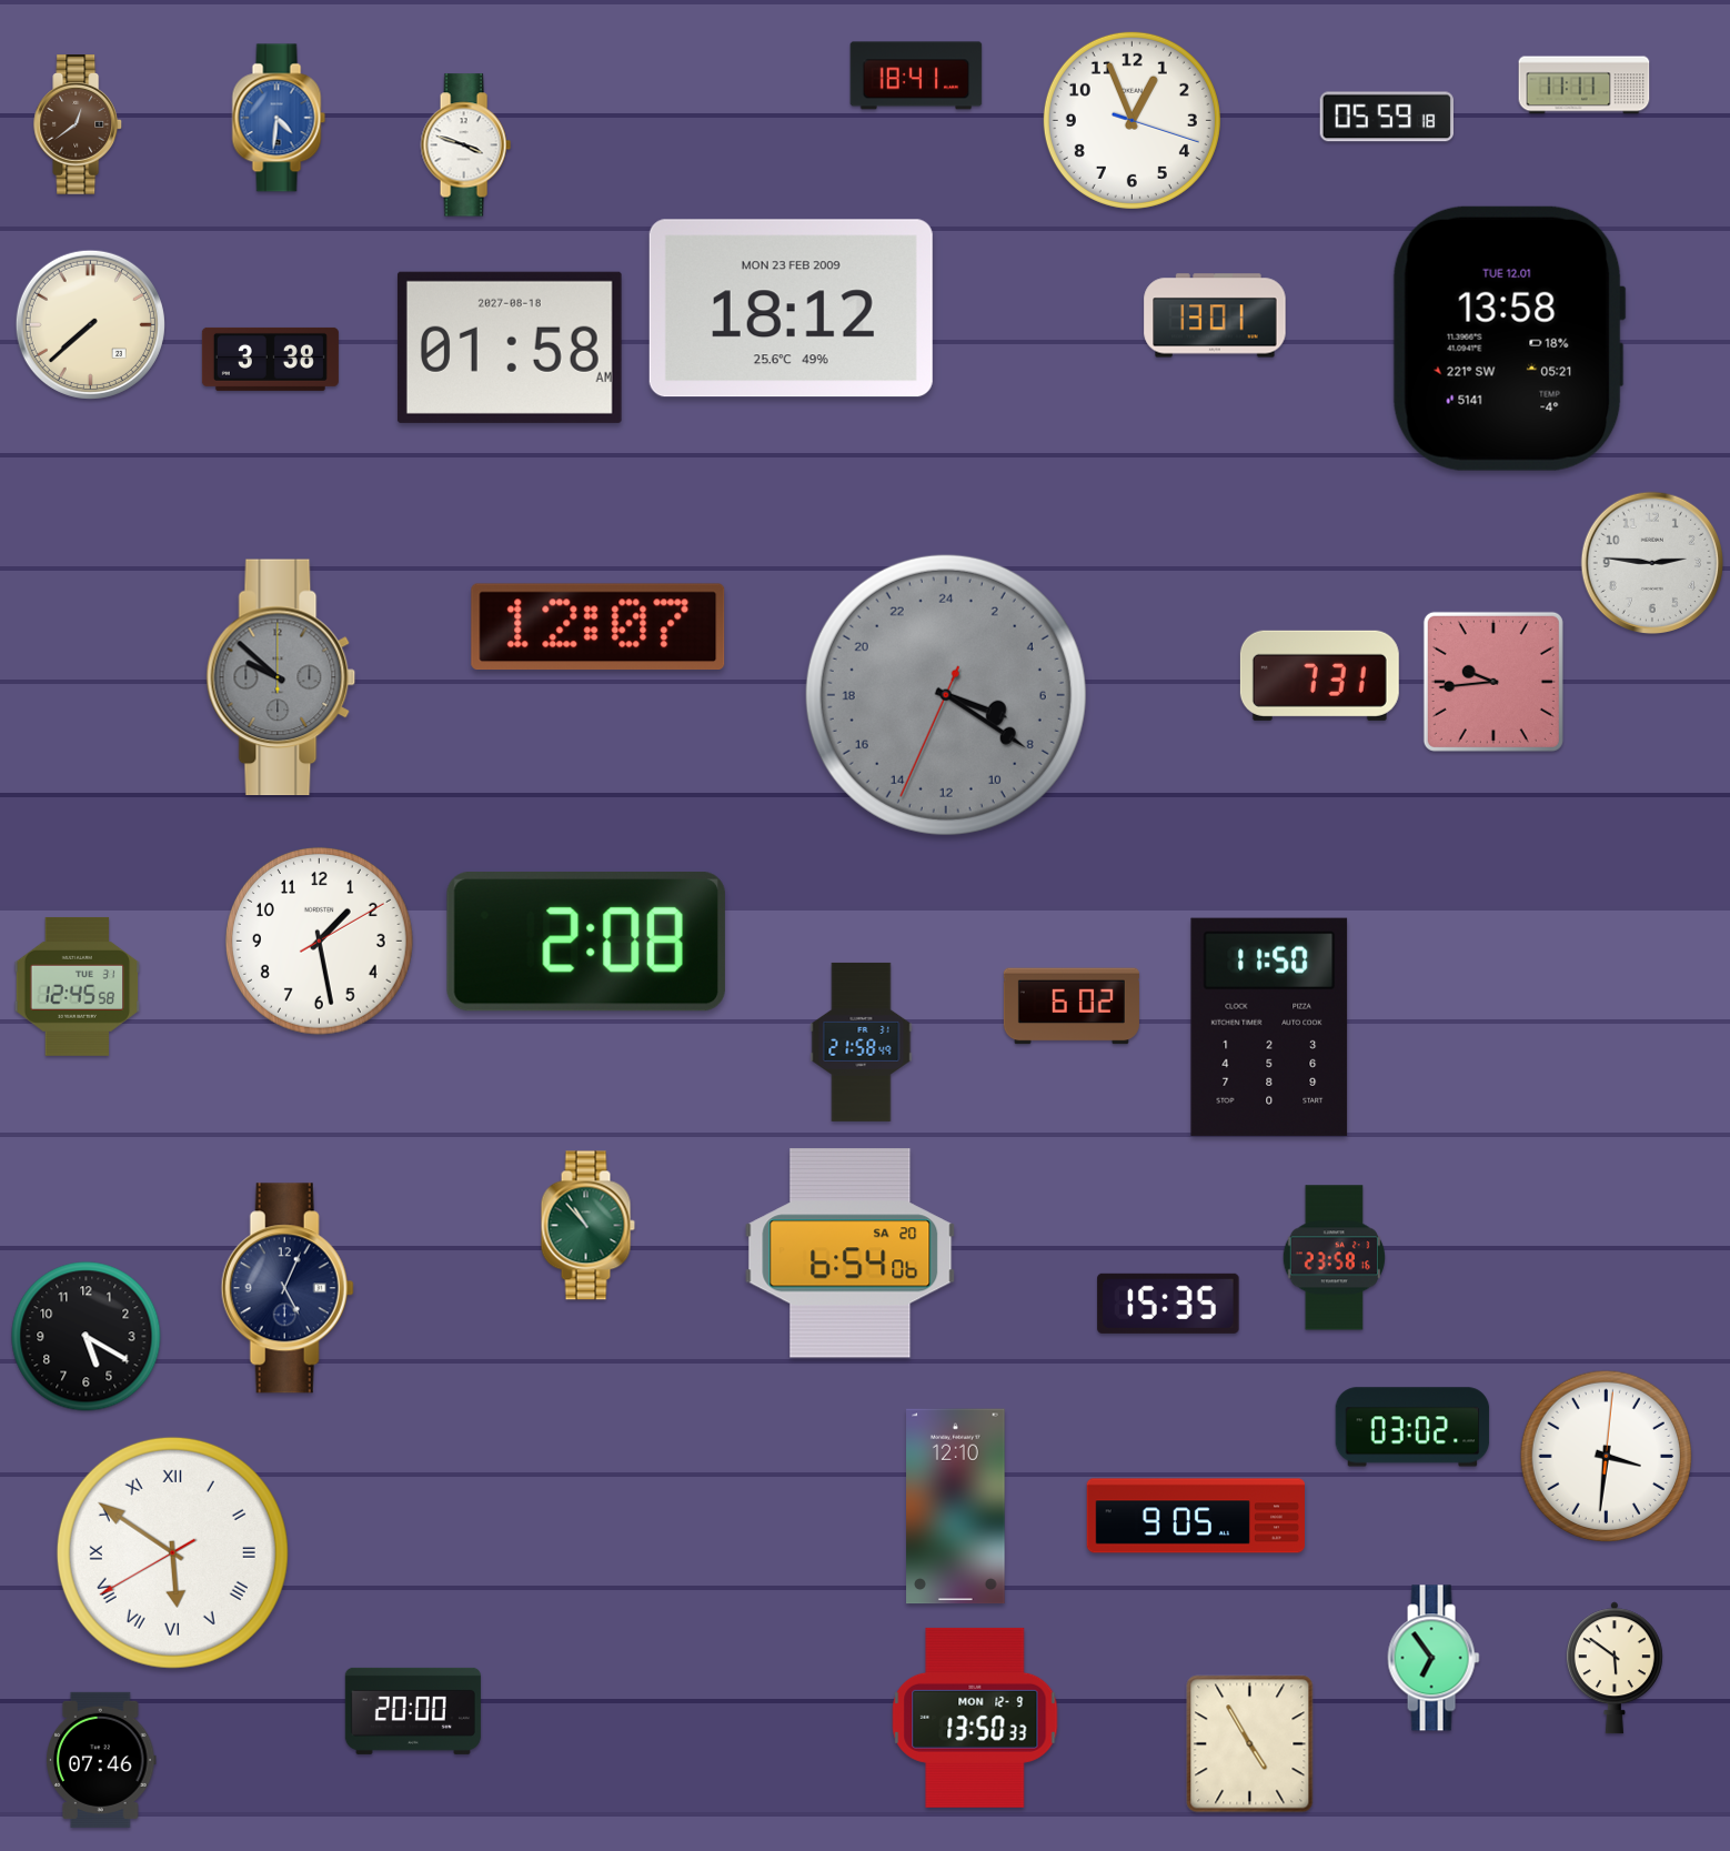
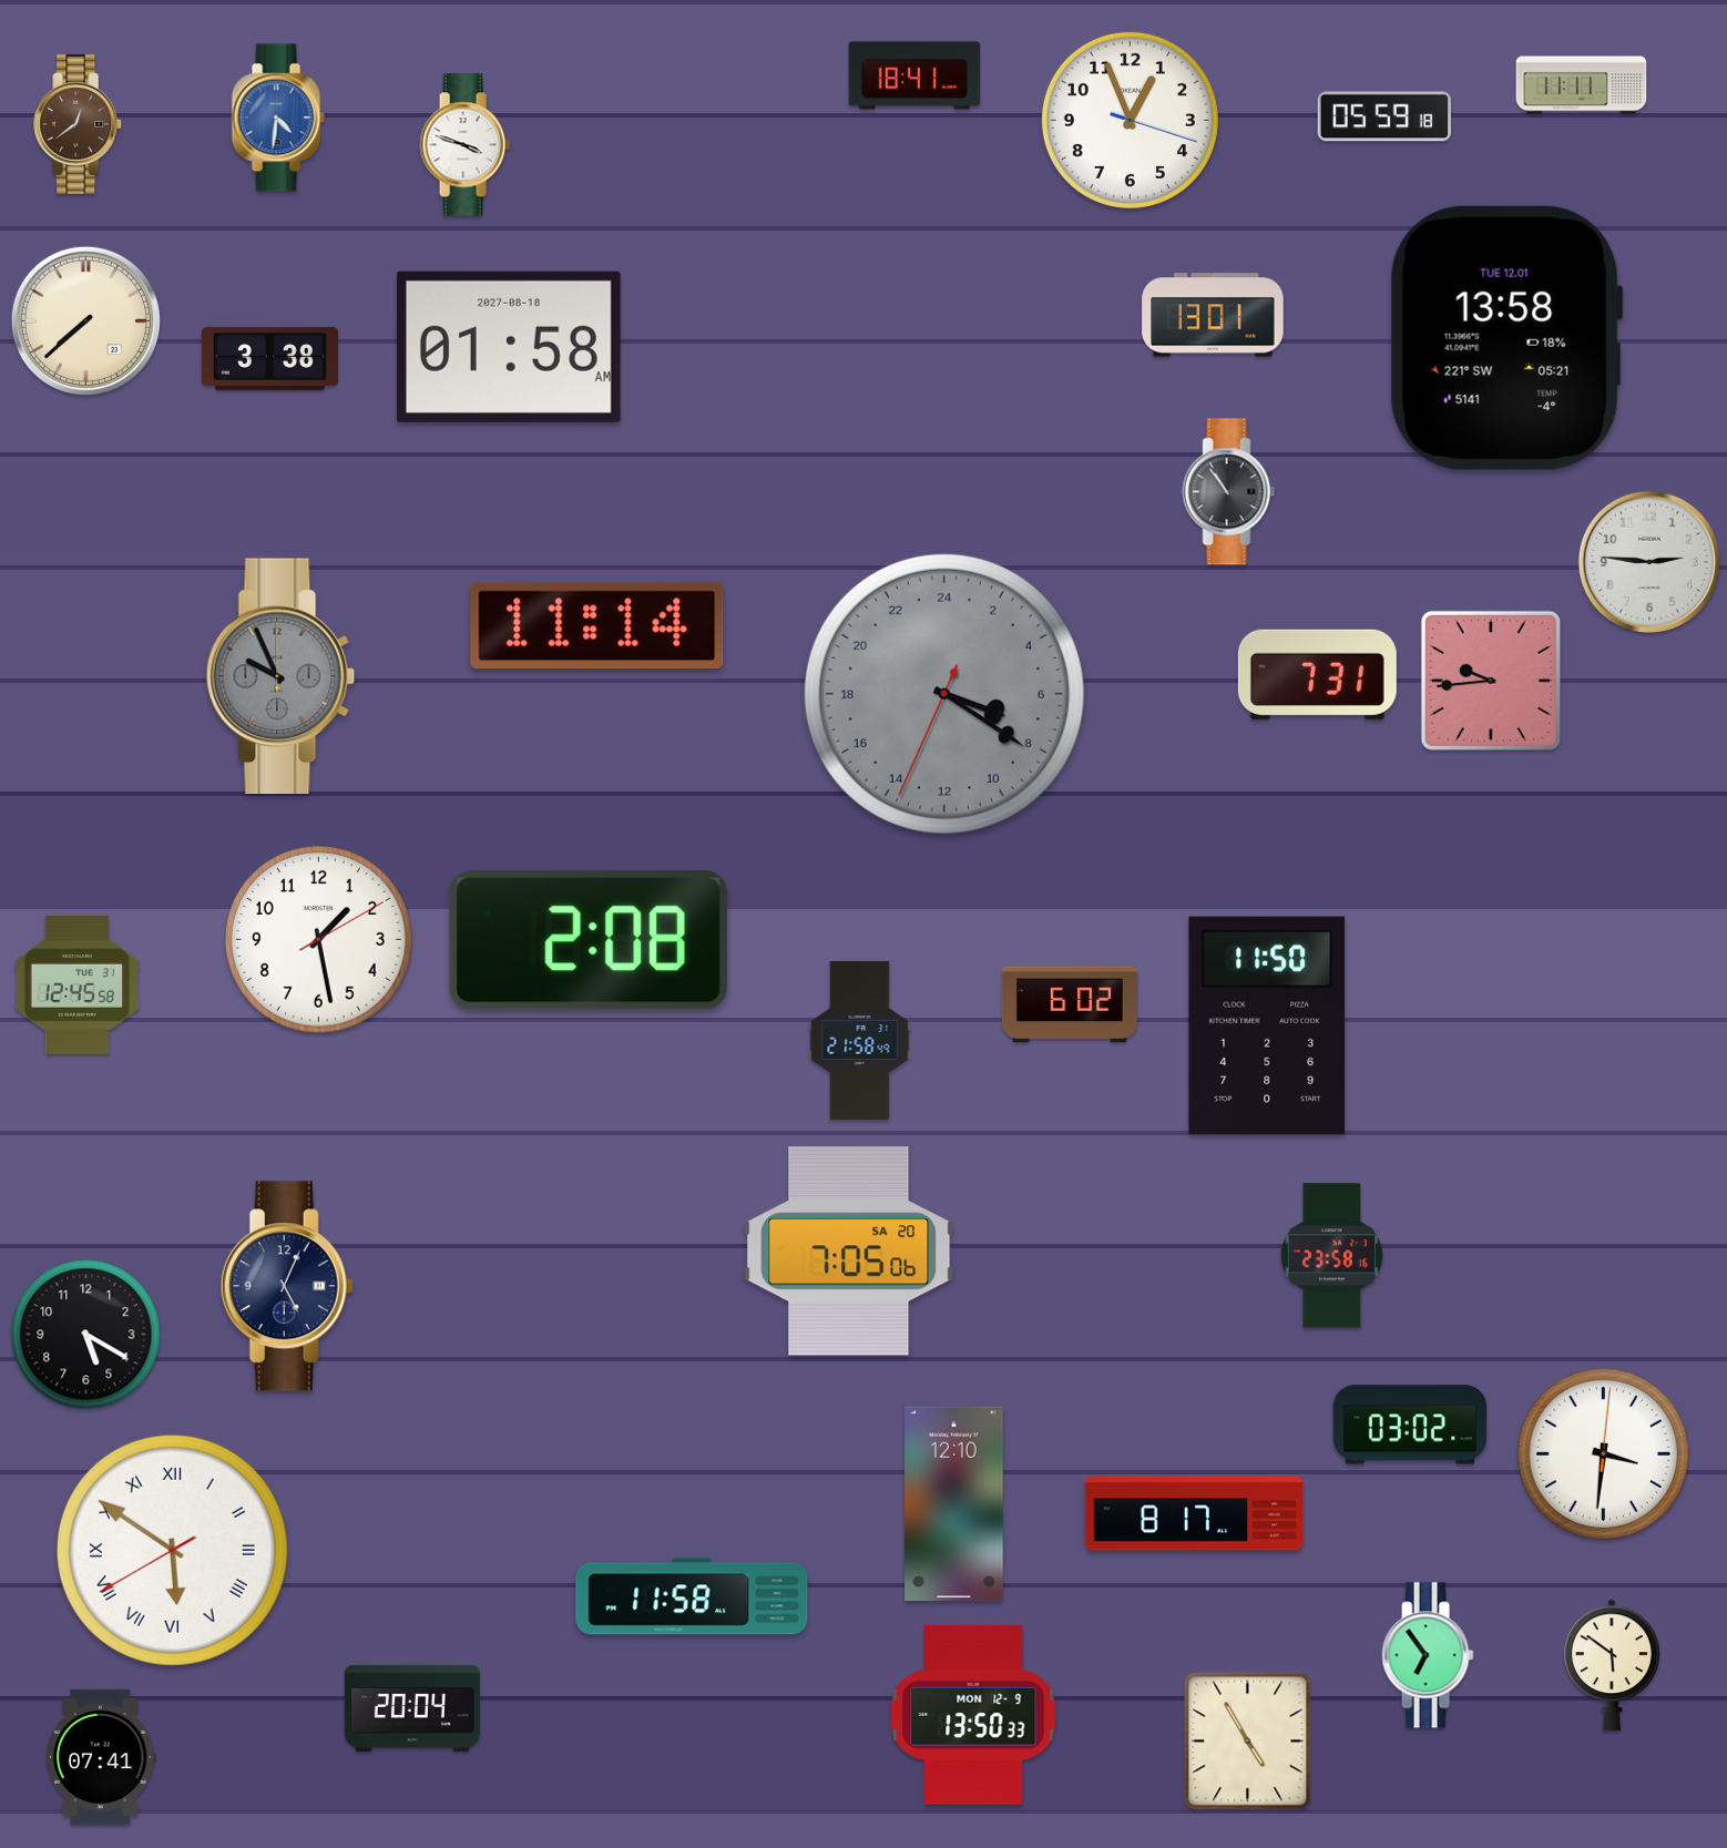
clock at (791, 309): 18:12 -> none
clock at (90, 324) position: (90, 324) -> (85, 320)
clock at (1229, 492): none -> 10:54
clock at (599, 627): 12:07 -> 11:14
clock at (281, 677): 9:52 -> 9:56
clock at (586, 942) position: (586, 942) -> (589, 940)
clock at (587, 1226): 10:53 -> none
clock at (851, 1254): 6:54 -> 7:05
clock at (1168, 1304): 15:35 -> none
clock at (1195, 1516): 9:05 -> 8:17
clock at (692, 1596): none -> 11:58
clock at (1434, 1658) position: (1434, 1658) -> (1428, 1655)
clock at (413, 1711): 20:00 -> 20:04
clock at (102, 1760): 07:46 -> 07:41
